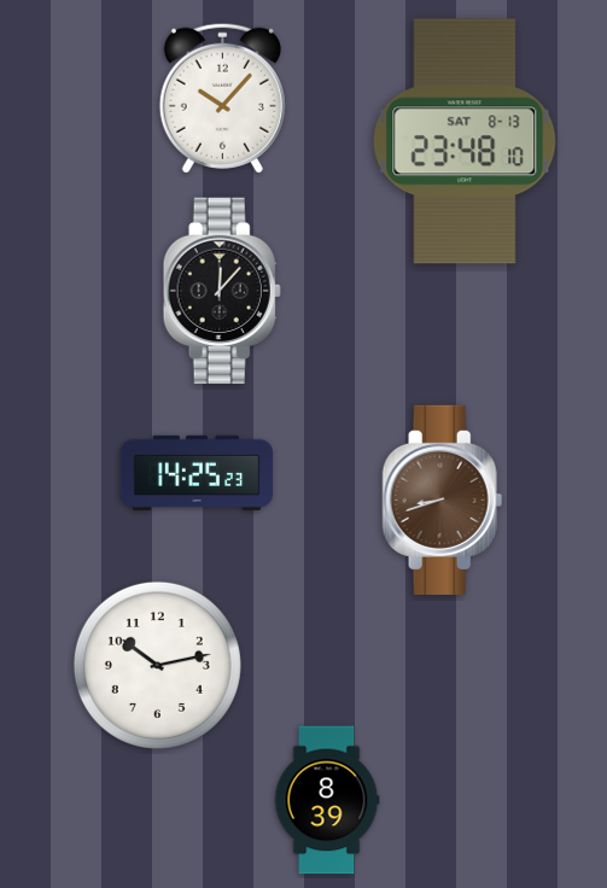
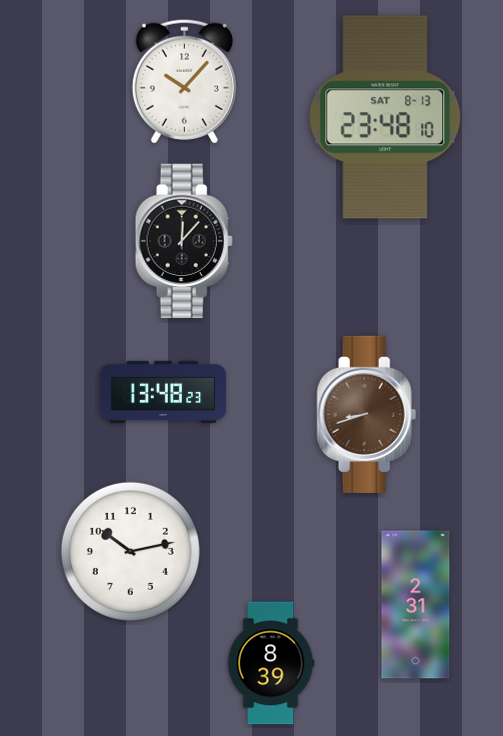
clock at (197, 473): 14:25 -> 13:48
clock at (416, 605): none -> 2:31
